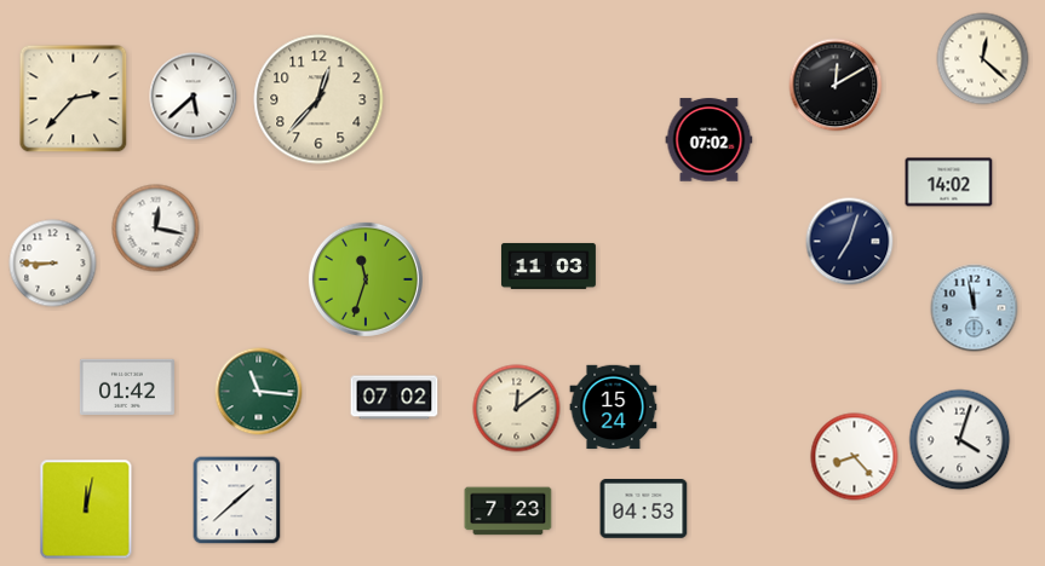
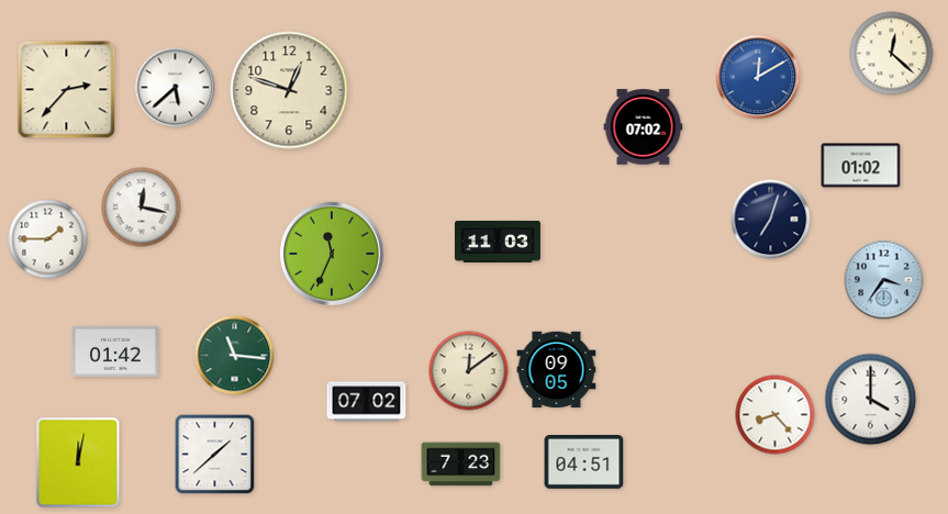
clock at (836, 85) dial: black -> blue
clock at (318, 99): 12:37 -> 12:48
clock at (949, 183): 14:02 -> 01:02
clock at (53, 264): 8:45 -> 1:45
clock at (366, 279): 11:33 -> 11:34
clock at (975, 308): 11:58 -> 3:36
clock at (395, 398) position: (395, 398) -> (367, 402)
clock at (614, 408): 15:24 -> 09:05
clock at (960, 440): 4:03 -> 4:00
clock at (644, 509): 04:53 -> 04:51
